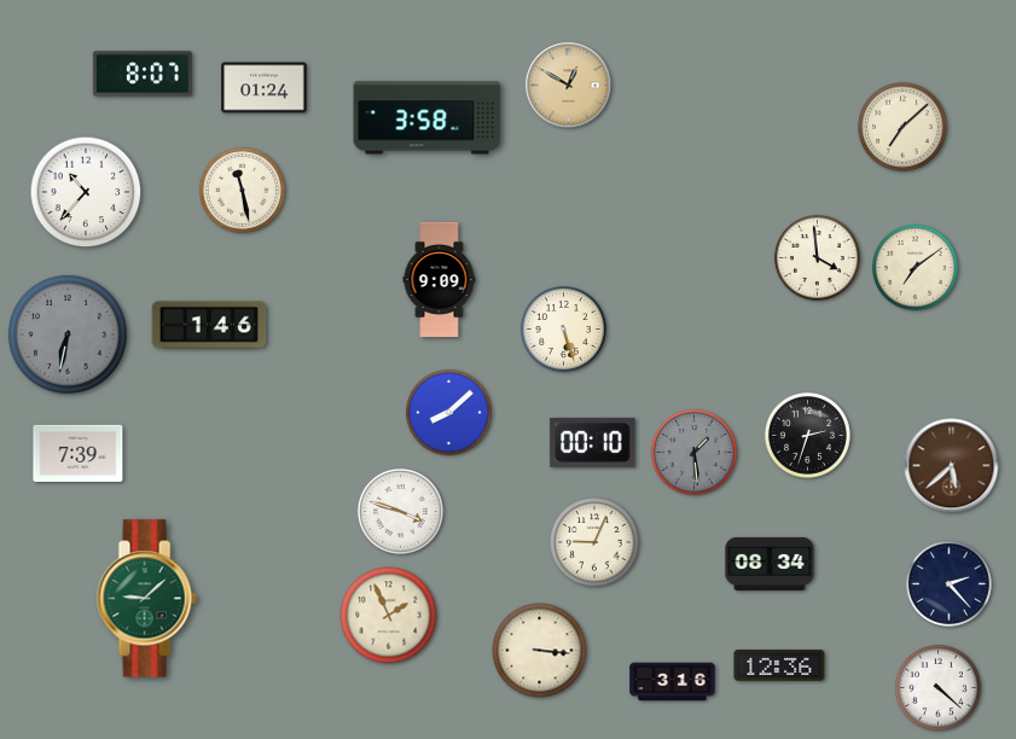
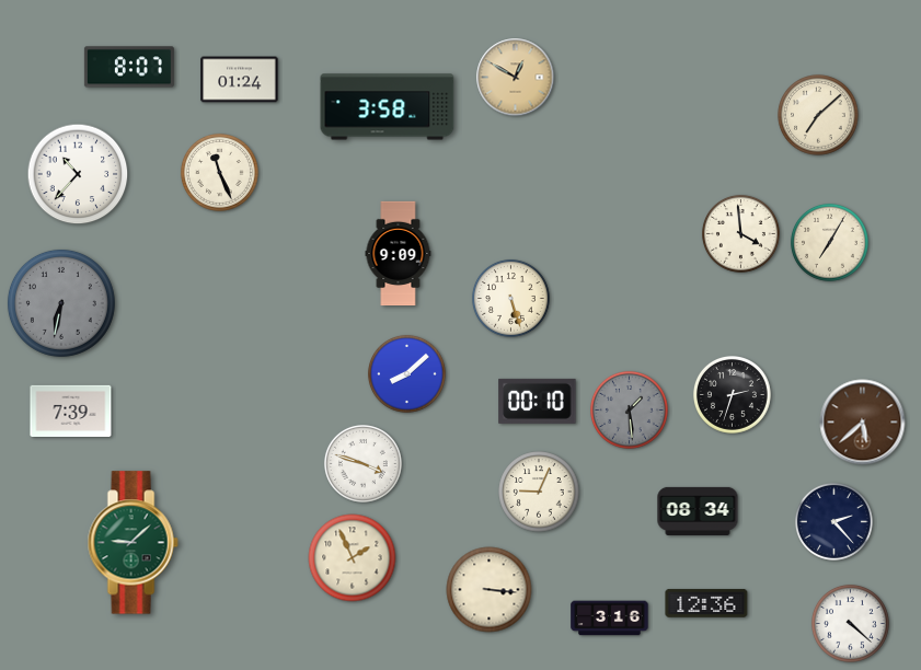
clock at (242, 190): 11:28 -> 11:26
clock at (915, 267): 7:09 -> 7:05
clock at (209, 325): 1:46 -> none
clock at (948, 583) position: (948, 583) -> (833, 521)
